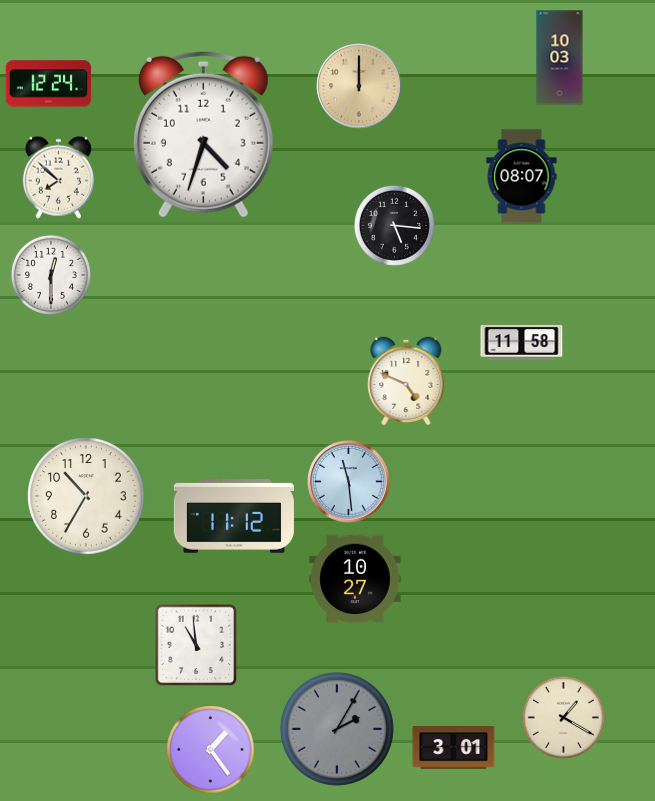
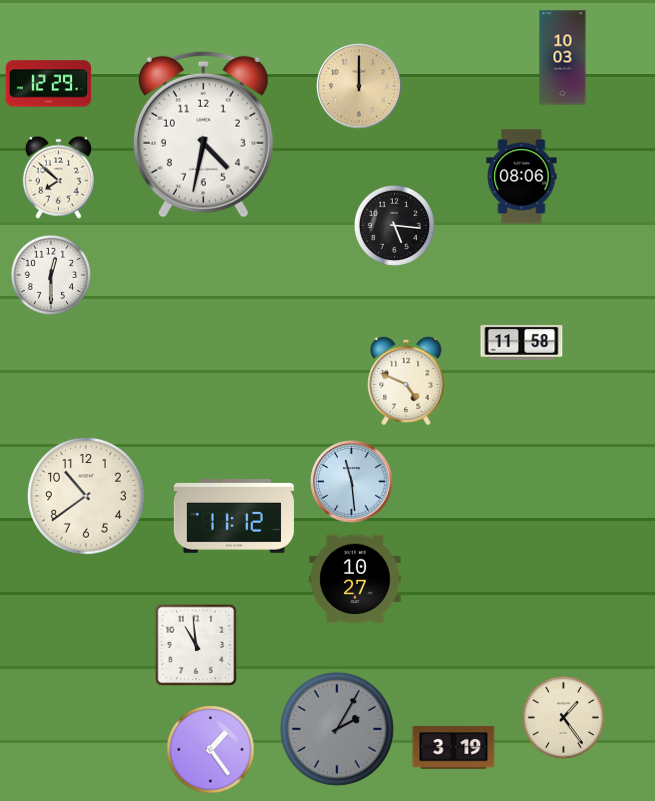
clock at (560, 58) position: (560, 58) -> (563, 58)
clock at (49, 84): 12:24 -> 12:29
clock at (203, 134): 4:33 -> 4:32
clock at (522, 177): 08:07 -> 08:06
clock at (349, 482) position: (349, 482) -> (352, 482)
clock at (87, 497): 10:35 -> 10:39
clock at (563, 717): 1:20 -> 1:24
clock at (454, 748): 3:01 -> 3:19
